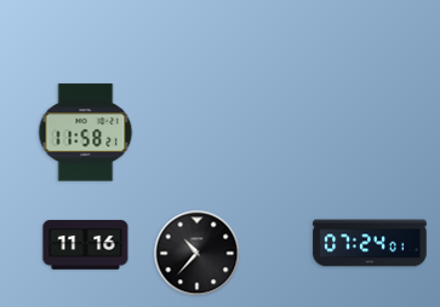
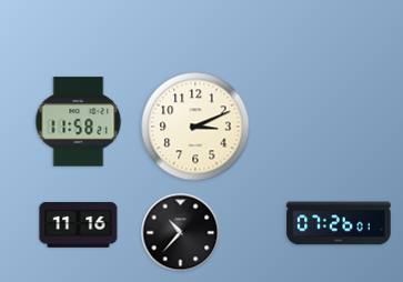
clock at (195, 127): none -> 3:11
clock at (370, 243): 07:24 -> 07:26
